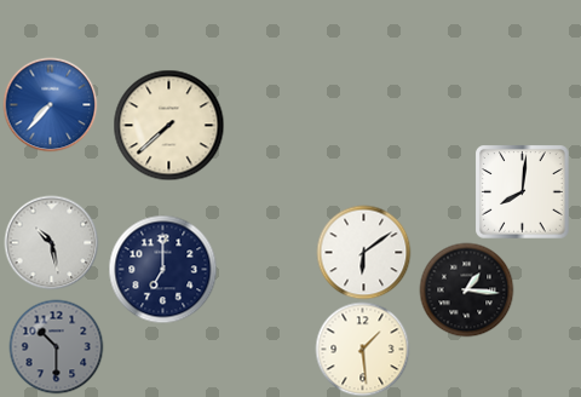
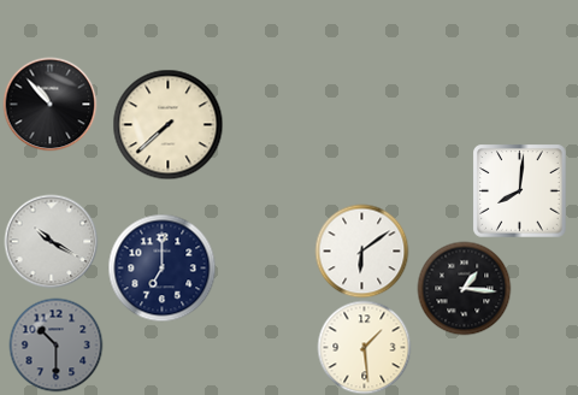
clock at (50, 104): 7:37 -> 10:53
clock at (50, 104) dial: blue -> black
clock at (51, 242): 10:28 -> 10:20
clock at (362, 349) position: (362, 349) -> (364, 347)
